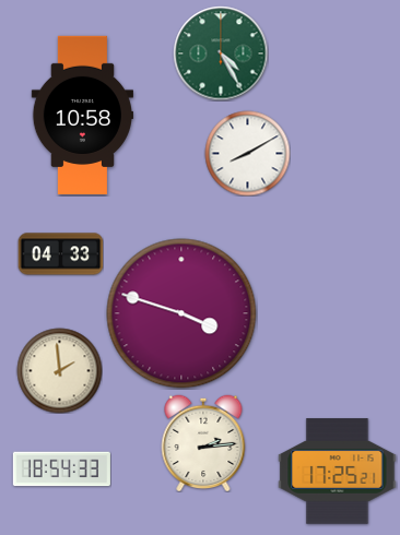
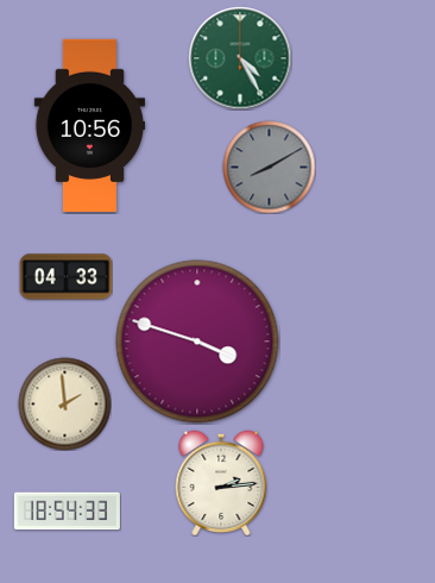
clock at (82, 115): 10:58 -> 10:56
clock at (247, 153) dial: white -> grey
clock at (338, 472): 17:25 -> none
